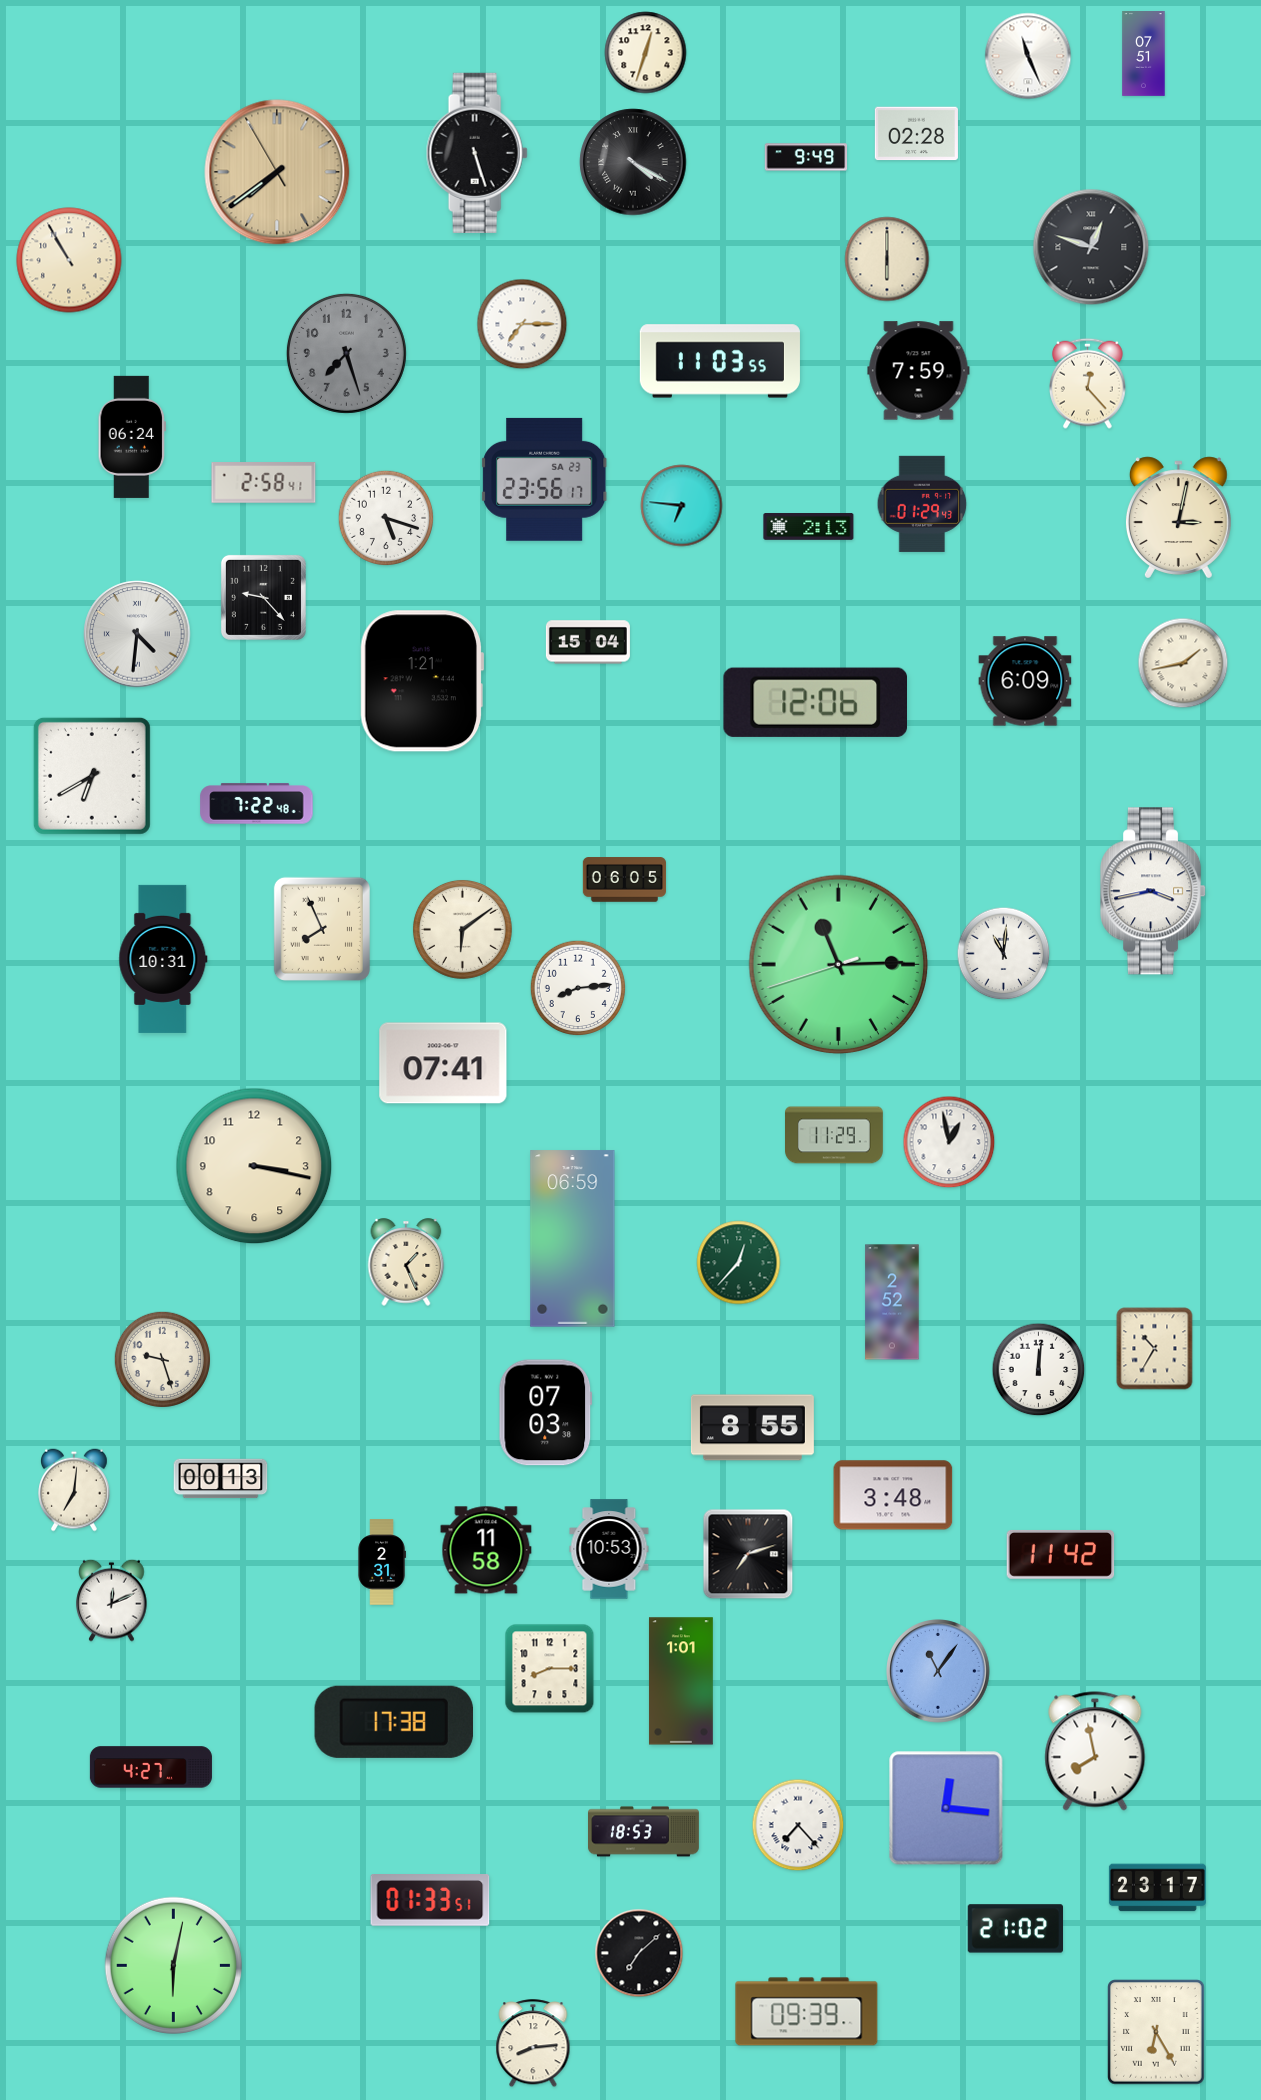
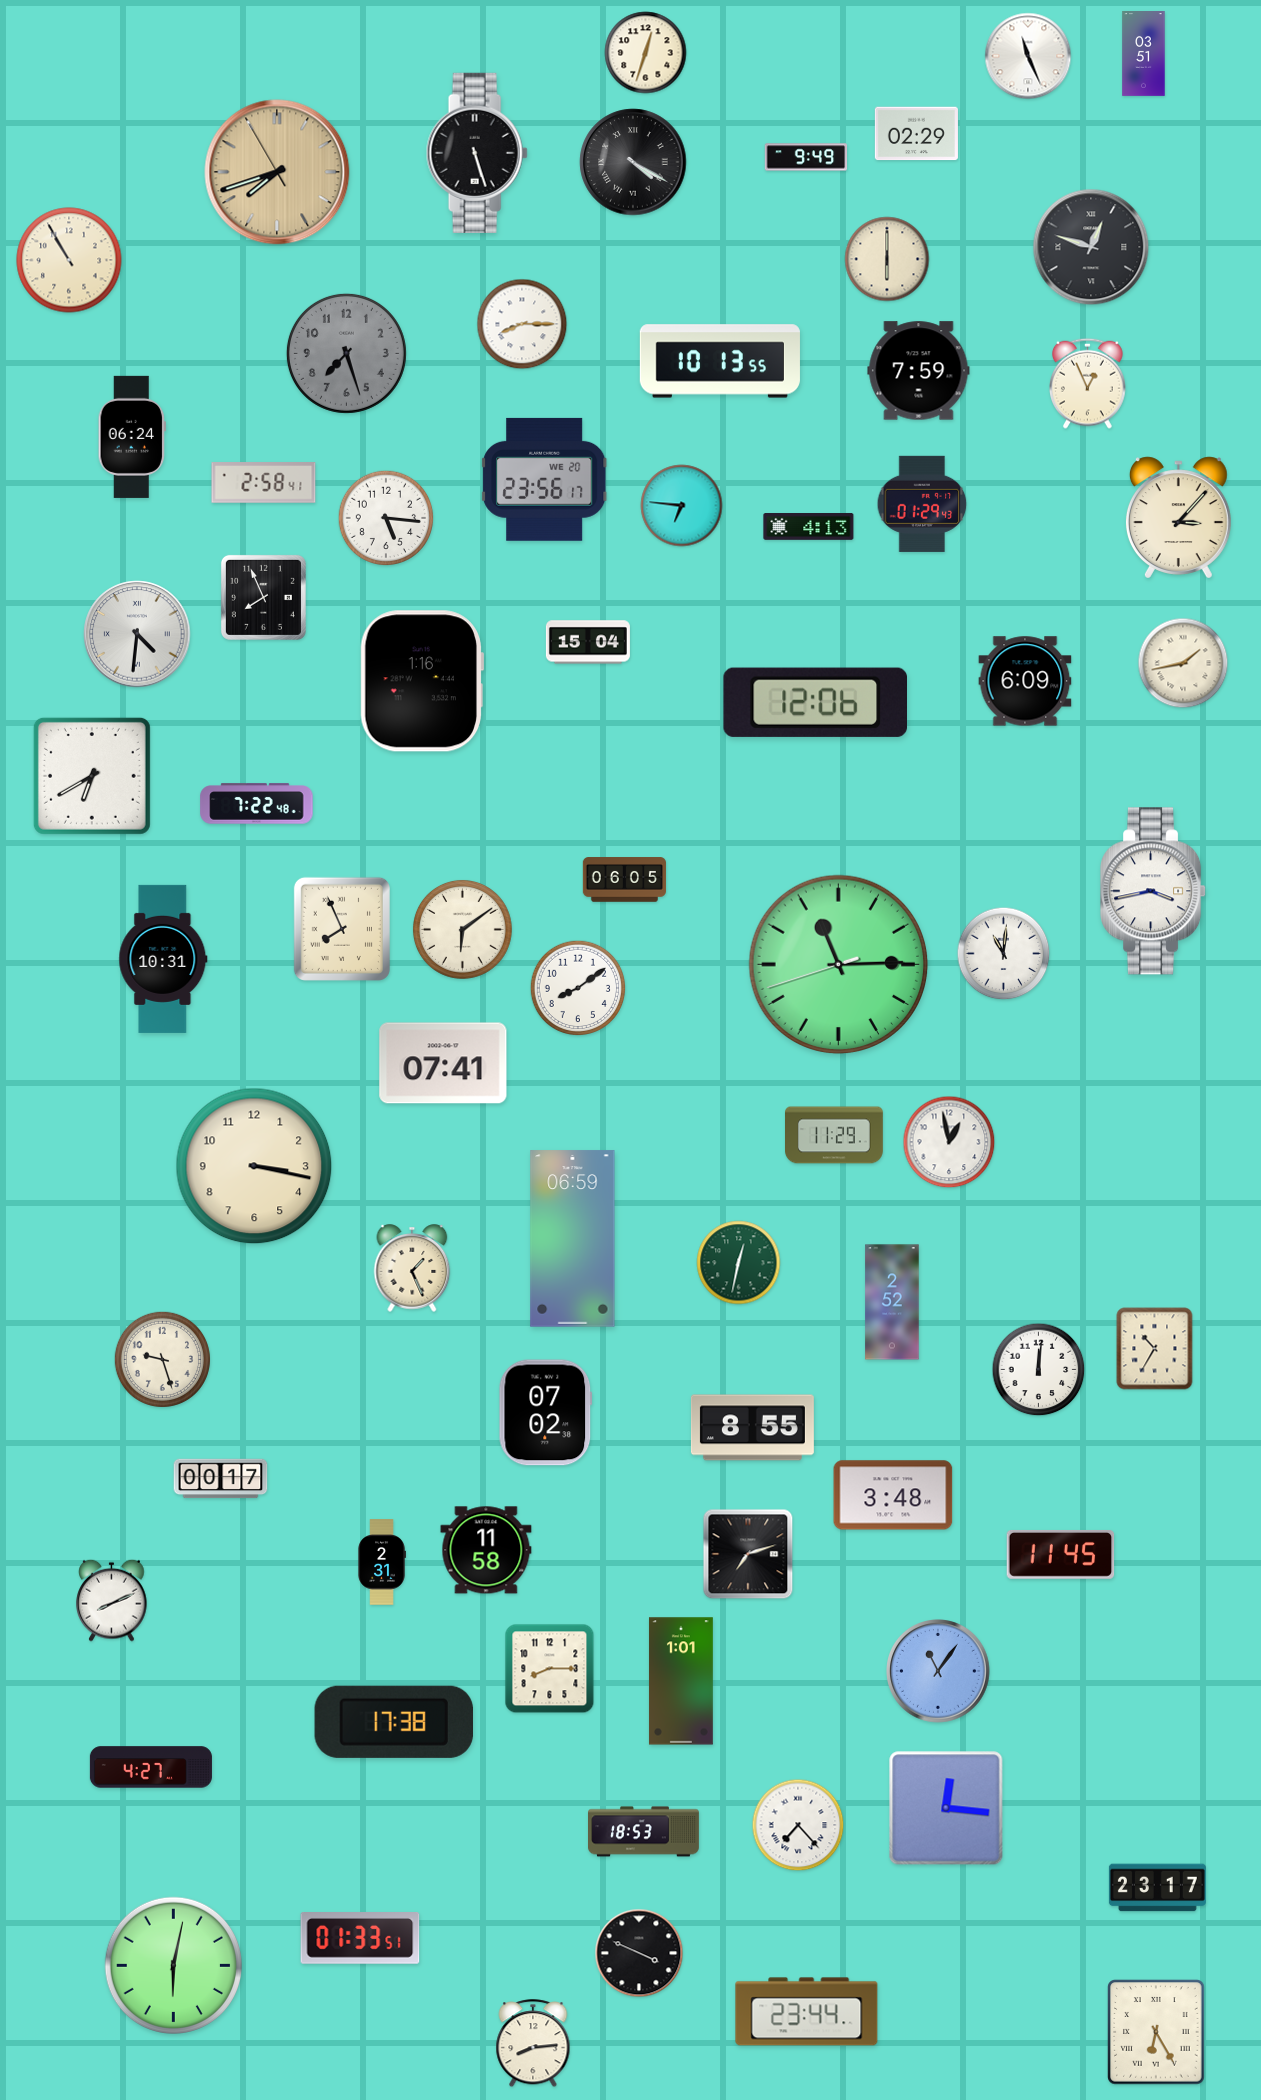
clock at (1144, 54): 07:51 -> 03:51
clock at (916, 134): 02:28 -> 02:29
clock at (277, 172): 7:38 -> 7:41
clock at (522, 324): 7:15 -> 8:15
clock at (720, 361): 11:03 -> 10:13
clock at (1088, 383): 12:23 -> 12:56
clock at (545, 479) date: SA 23 -> WE 20
clock at (386, 518): 5:18 -> 5:16
clock at (1178, 518): 3:02 -> 3:07
clock at (809, 527): 2:13 -> 4:13
clock at (263, 597): 9:23 -> 7:56
clock at (422, 681): 1:21 -> 1:16
clock at (322, 929) position: (322, 929) -> (342, 929)
clock at (578, 988): 8:14 -> 8:09
clock at (406, 1262) position: (406, 1262) -> (412, 1268)
clock at (739, 1263): 12:37 -> 12:32
clock at (546, 1413): 07:03 -> 07:02
clock at (221, 1479): 00:13 -> 00:17
clock at (75, 1490): 7:01 -> none
clock at (609, 1549): 10:53 -> none
clock at (1061, 1555): 11:42 -> 11:45
clock at (112, 1600): 12:11 -> 8:11
clock at (1095, 1751): 7:58 -> none
clock at (430, 1901) position: (430, 1901) -> (360, 1939)
clock at (1015, 1929): 21:02 -> none
clock at (639, 1953): 7:08 -> 3:49
clock at (807, 2012): 09:39 -> 23:44
